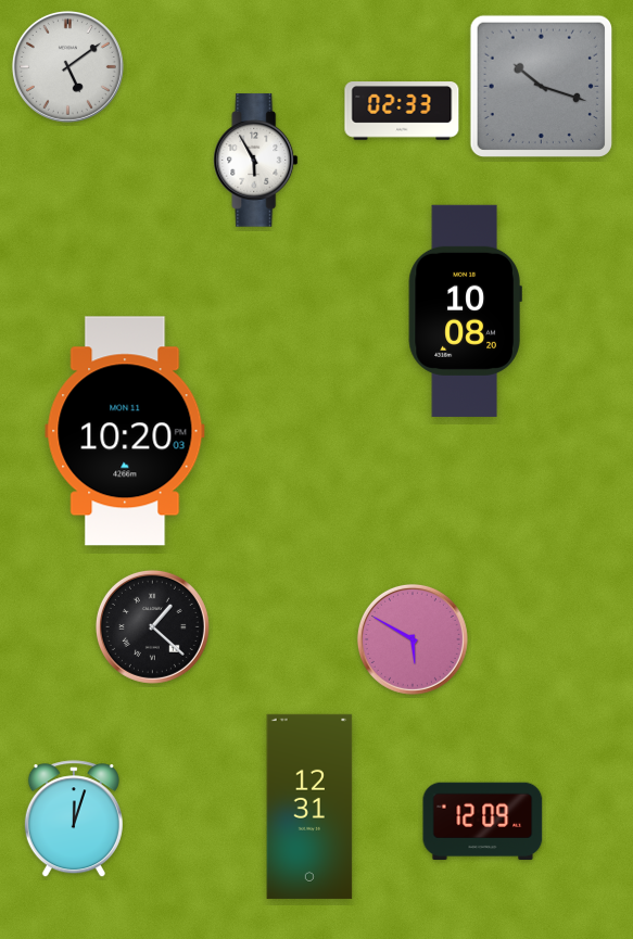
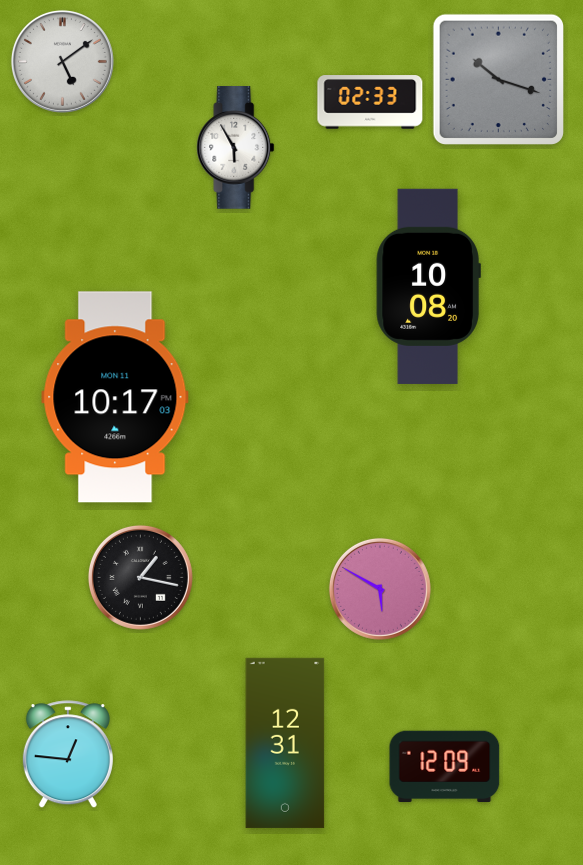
clock at (125, 431): 10:20 -> 10:17
clock at (152, 626): 1:22 -> 1:17
clock at (74, 820): 12:03 -> 12:46
clock at (483, 821) position: (483, 821) -> (445, 766)
